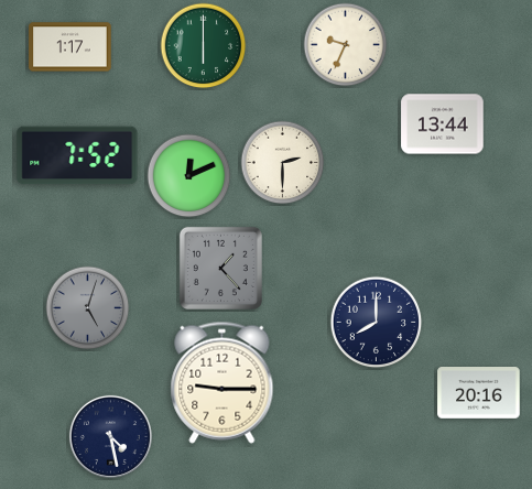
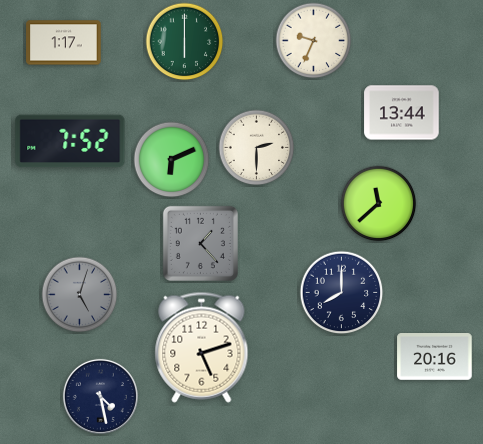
clock at (189, 176): 12:11 -> 6:11
clock at (379, 204): none -> 11:38
clock at (88, 308) position: (88, 308) -> (80, 295)
clock at (222, 382): 9:15 -> 5:12
